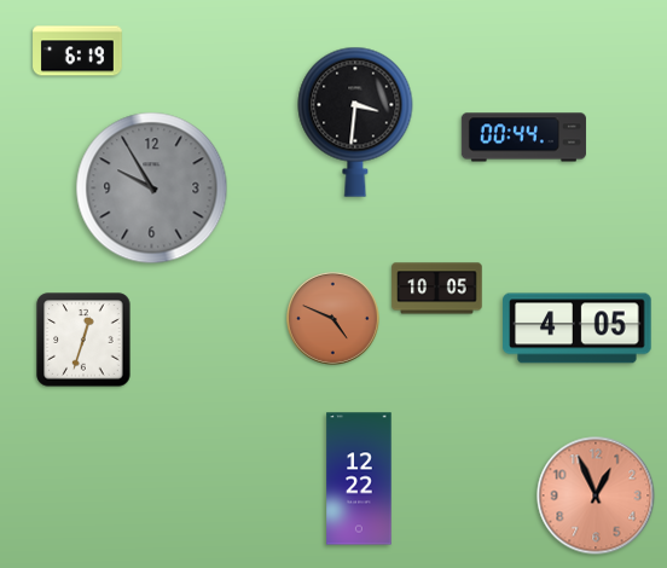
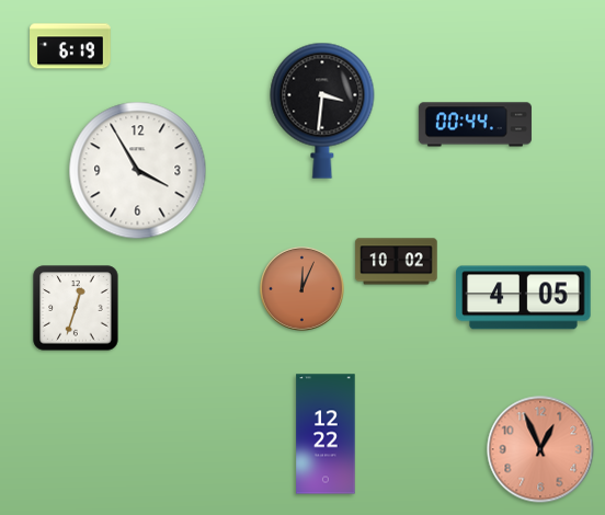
clock at (152, 189): 9:55 -> 3:55
clock at (152, 189) dial: grey -> white
clock at (437, 289): 10:05 -> 10:02
clock at (332, 318): 4:49 -> 12:04
